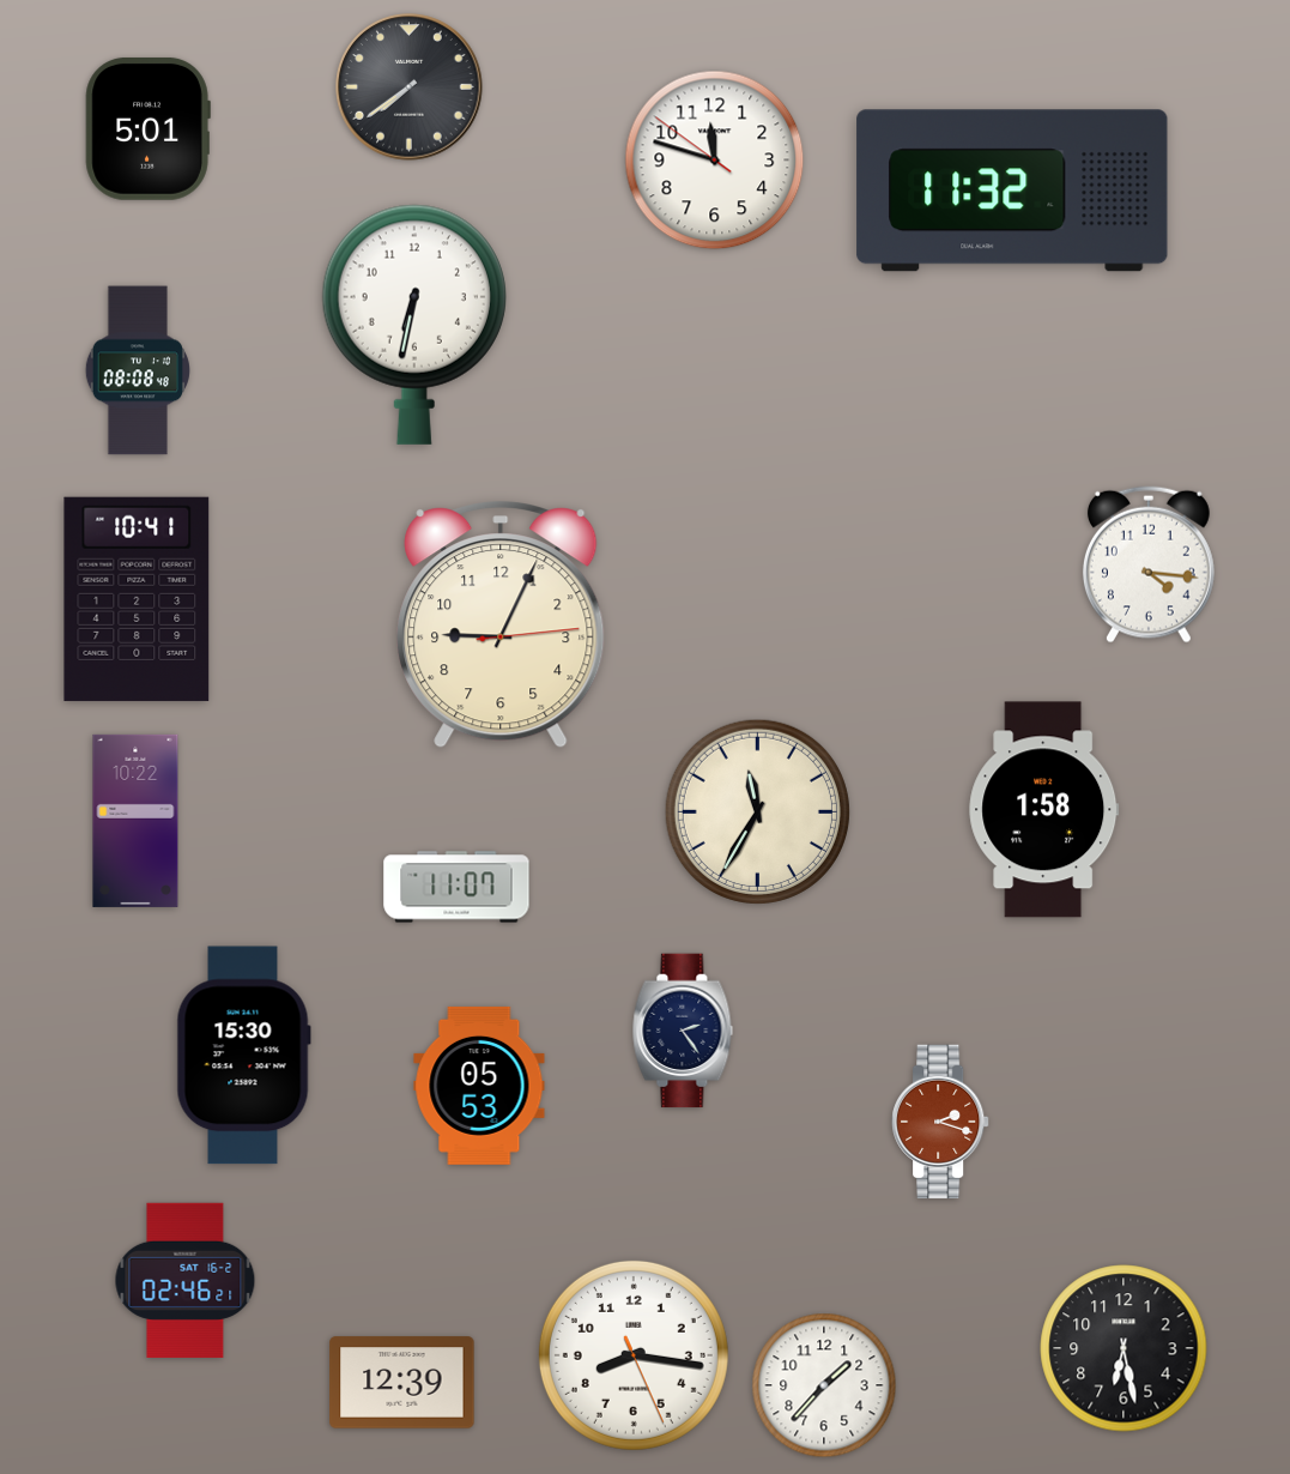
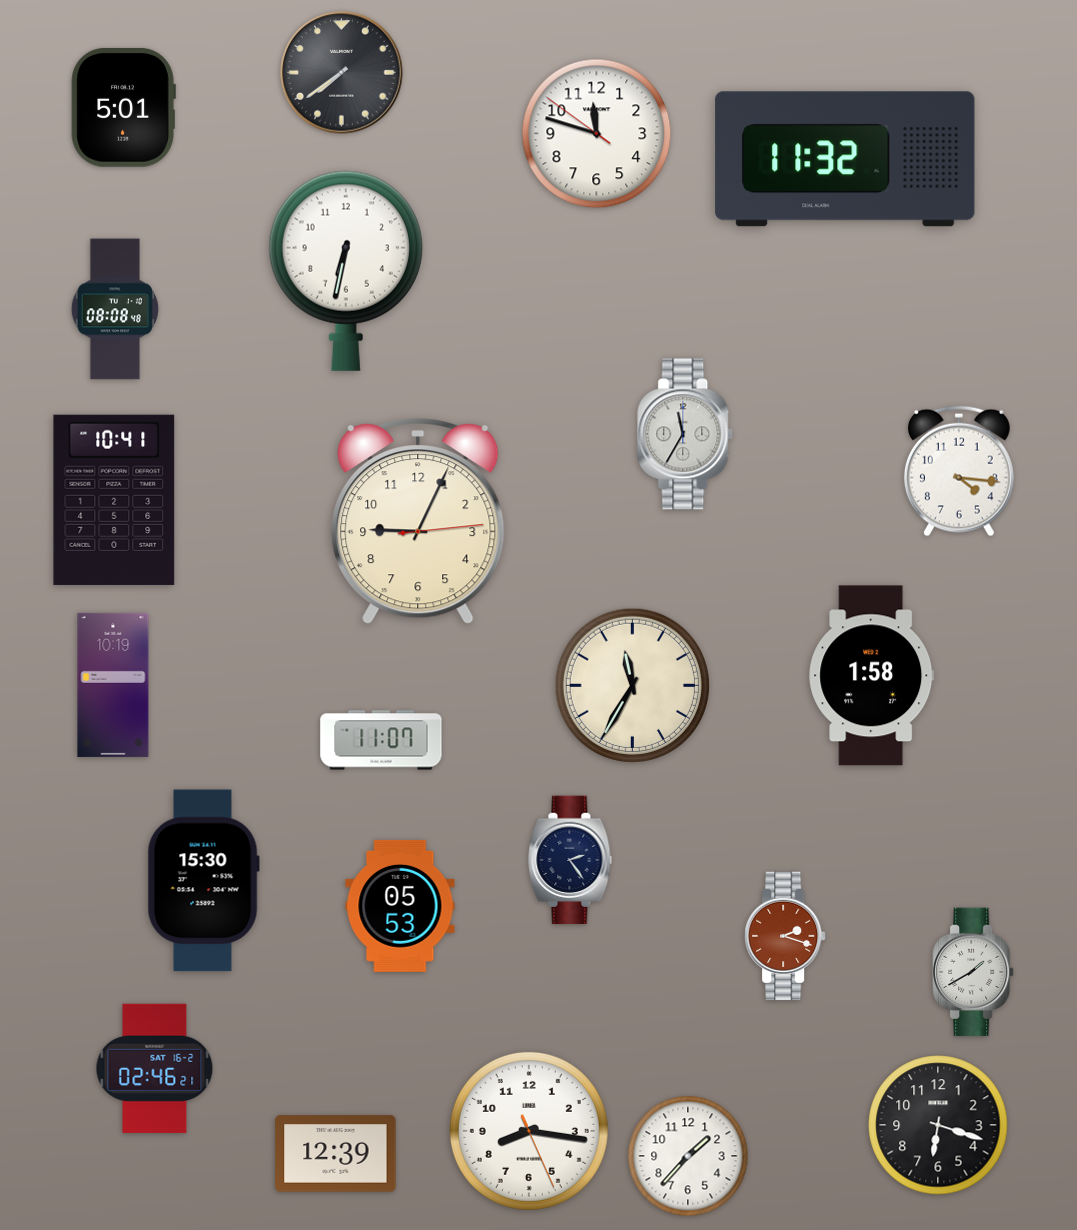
clock at (686, 434): none -> 11:35
clock at (757, 811) position: (757, 811) -> (632, 685)
clock at (135, 821): 10:22 -> 10:19
clock at (974, 972): none -> 1:40
clock at (1124, 1348): 6:28 -> 6:18
